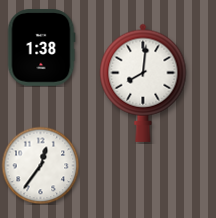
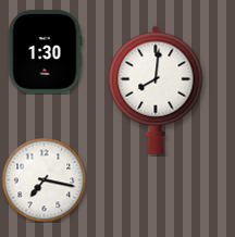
clock at (41, 48): 1:38 -> 1:30
clock at (40, 165): 12:36 -> 7:17
